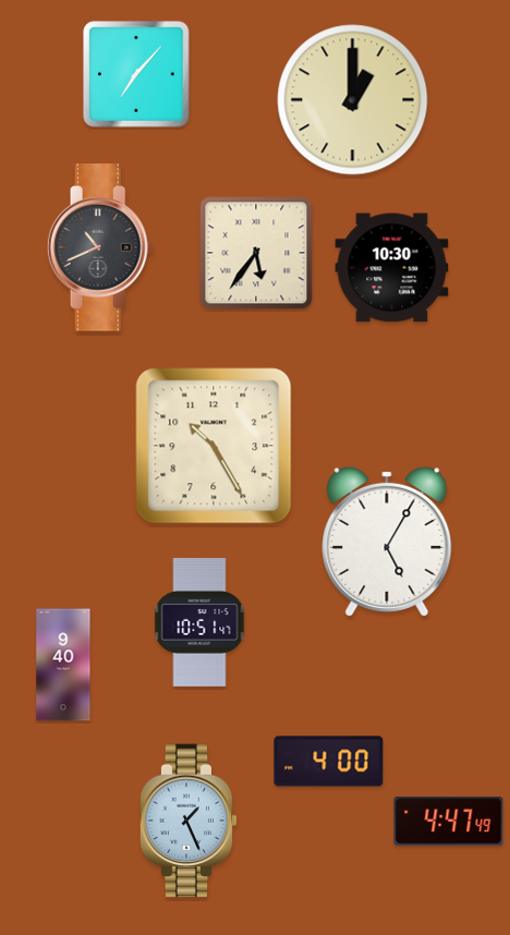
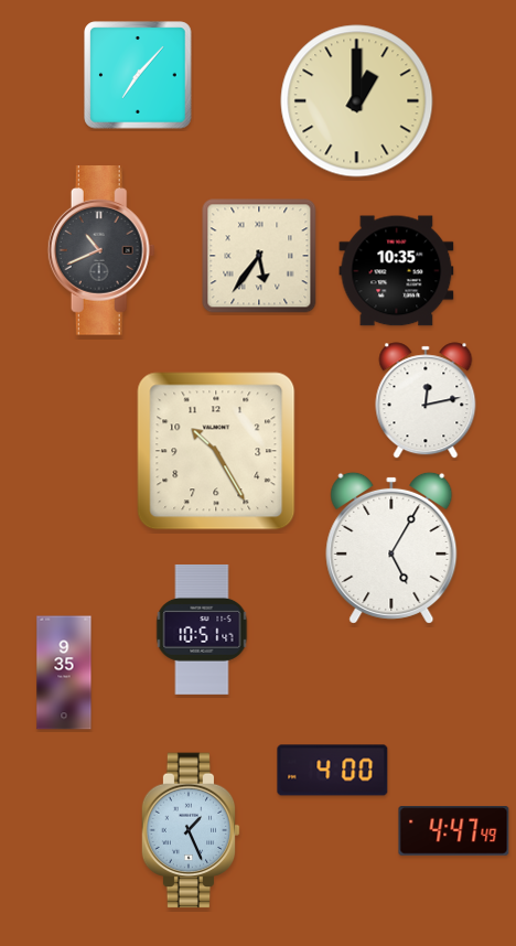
clock at (392, 268): 10:30 -> 10:35
clock at (426, 400): none -> 12:13
clock at (63, 665): 9:40 -> 9:35
